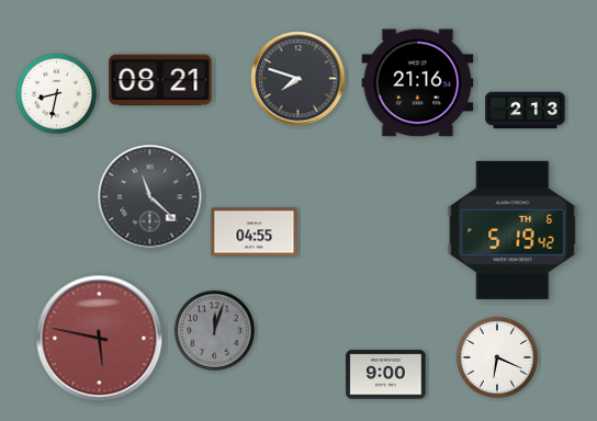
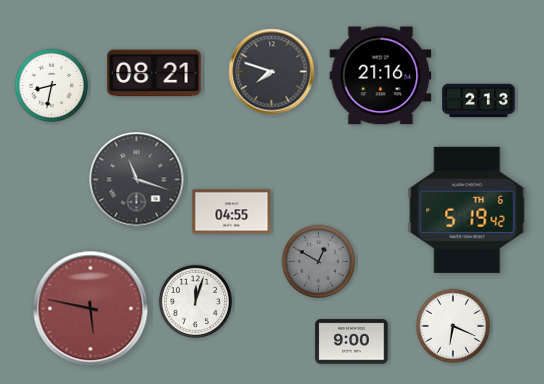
clock at (160, 80) position: (160, 80) -> (154, 73)
clock at (150, 197): 11:22 -> 11:18
clock at (318, 261): none -> 12:50
clock at (214, 330) dial: grey -> white
